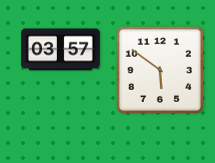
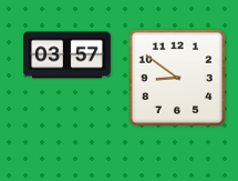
clock at (160, 70): 5:51 -> 8:51
